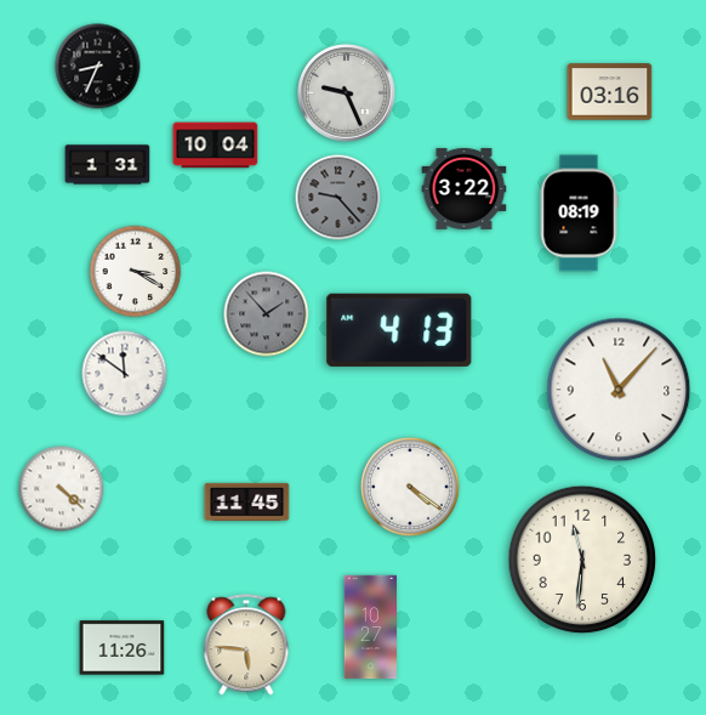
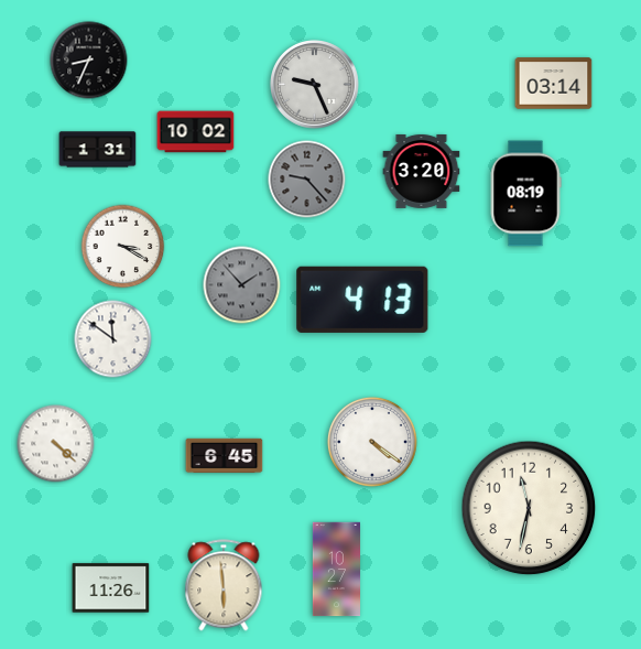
clock at (610, 92): 03:16 -> 03:14
clock at (216, 146): 10:04 -> 10:02
clock at (465, 188): 3:22 -> 3:20
clock at (619, 390): 11:07 -> none
clock at (247, 503): 11:45 -> 6:45
clock at (582, 560): 11:31 -> 11:32
clock at (246, 645): 5:46 -> 5:59
